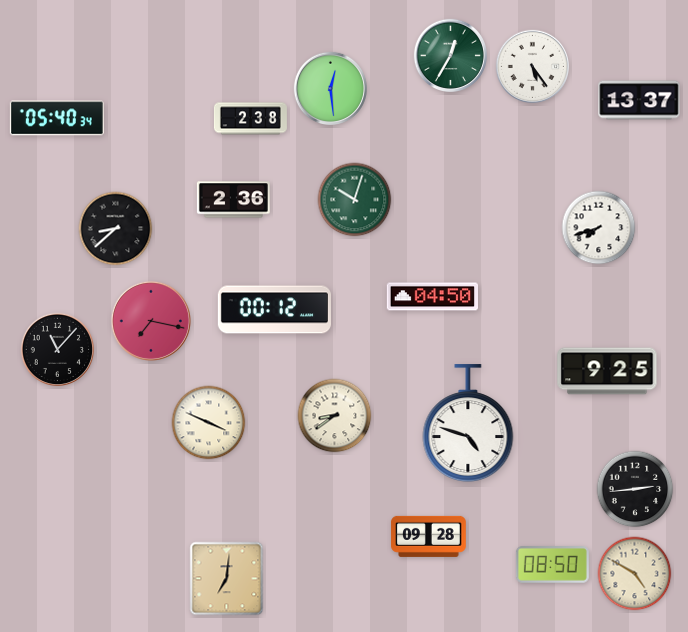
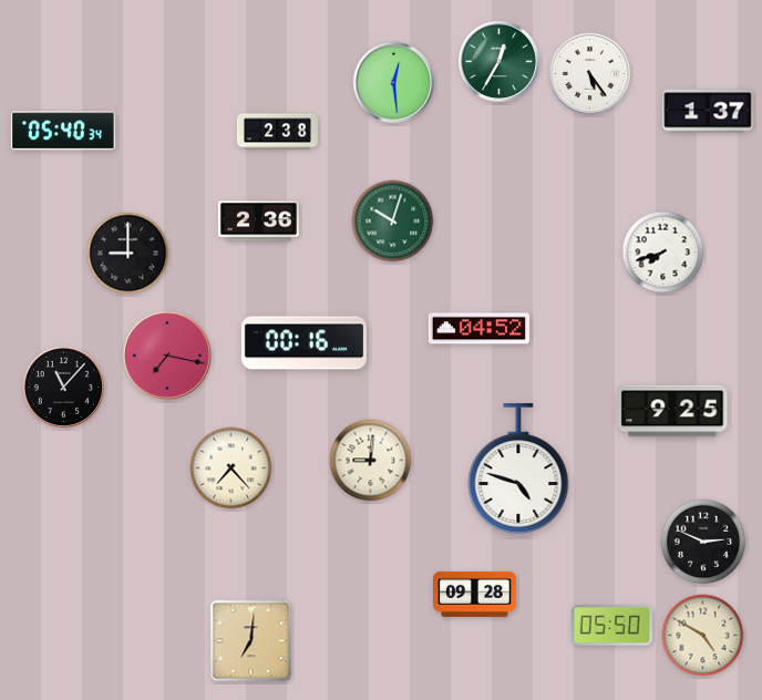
clock at (330, 88) position: (330, 88) -> (393, 82)
clock at (639, 100): 13:37 -> 1:37
clock at (116, 229): 8:38 -> 9:00
clock at (432, 297): 04:50 -> 04:52
clock at (274, 310): 00:12 -> 00:16
clock at (335, 416): 8:39 -> 9:01
clock at (209, 423): 3:49 -> 7:23
clock at (635, 489): 2:44 -> 2:49
clock at (552, 565): 08:50 -> 05:50
